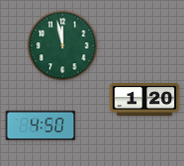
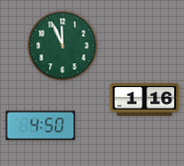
clock at (63, 46): 11:58 -> 11:56
clock at (145, 100): 1:20 -> 1:16
